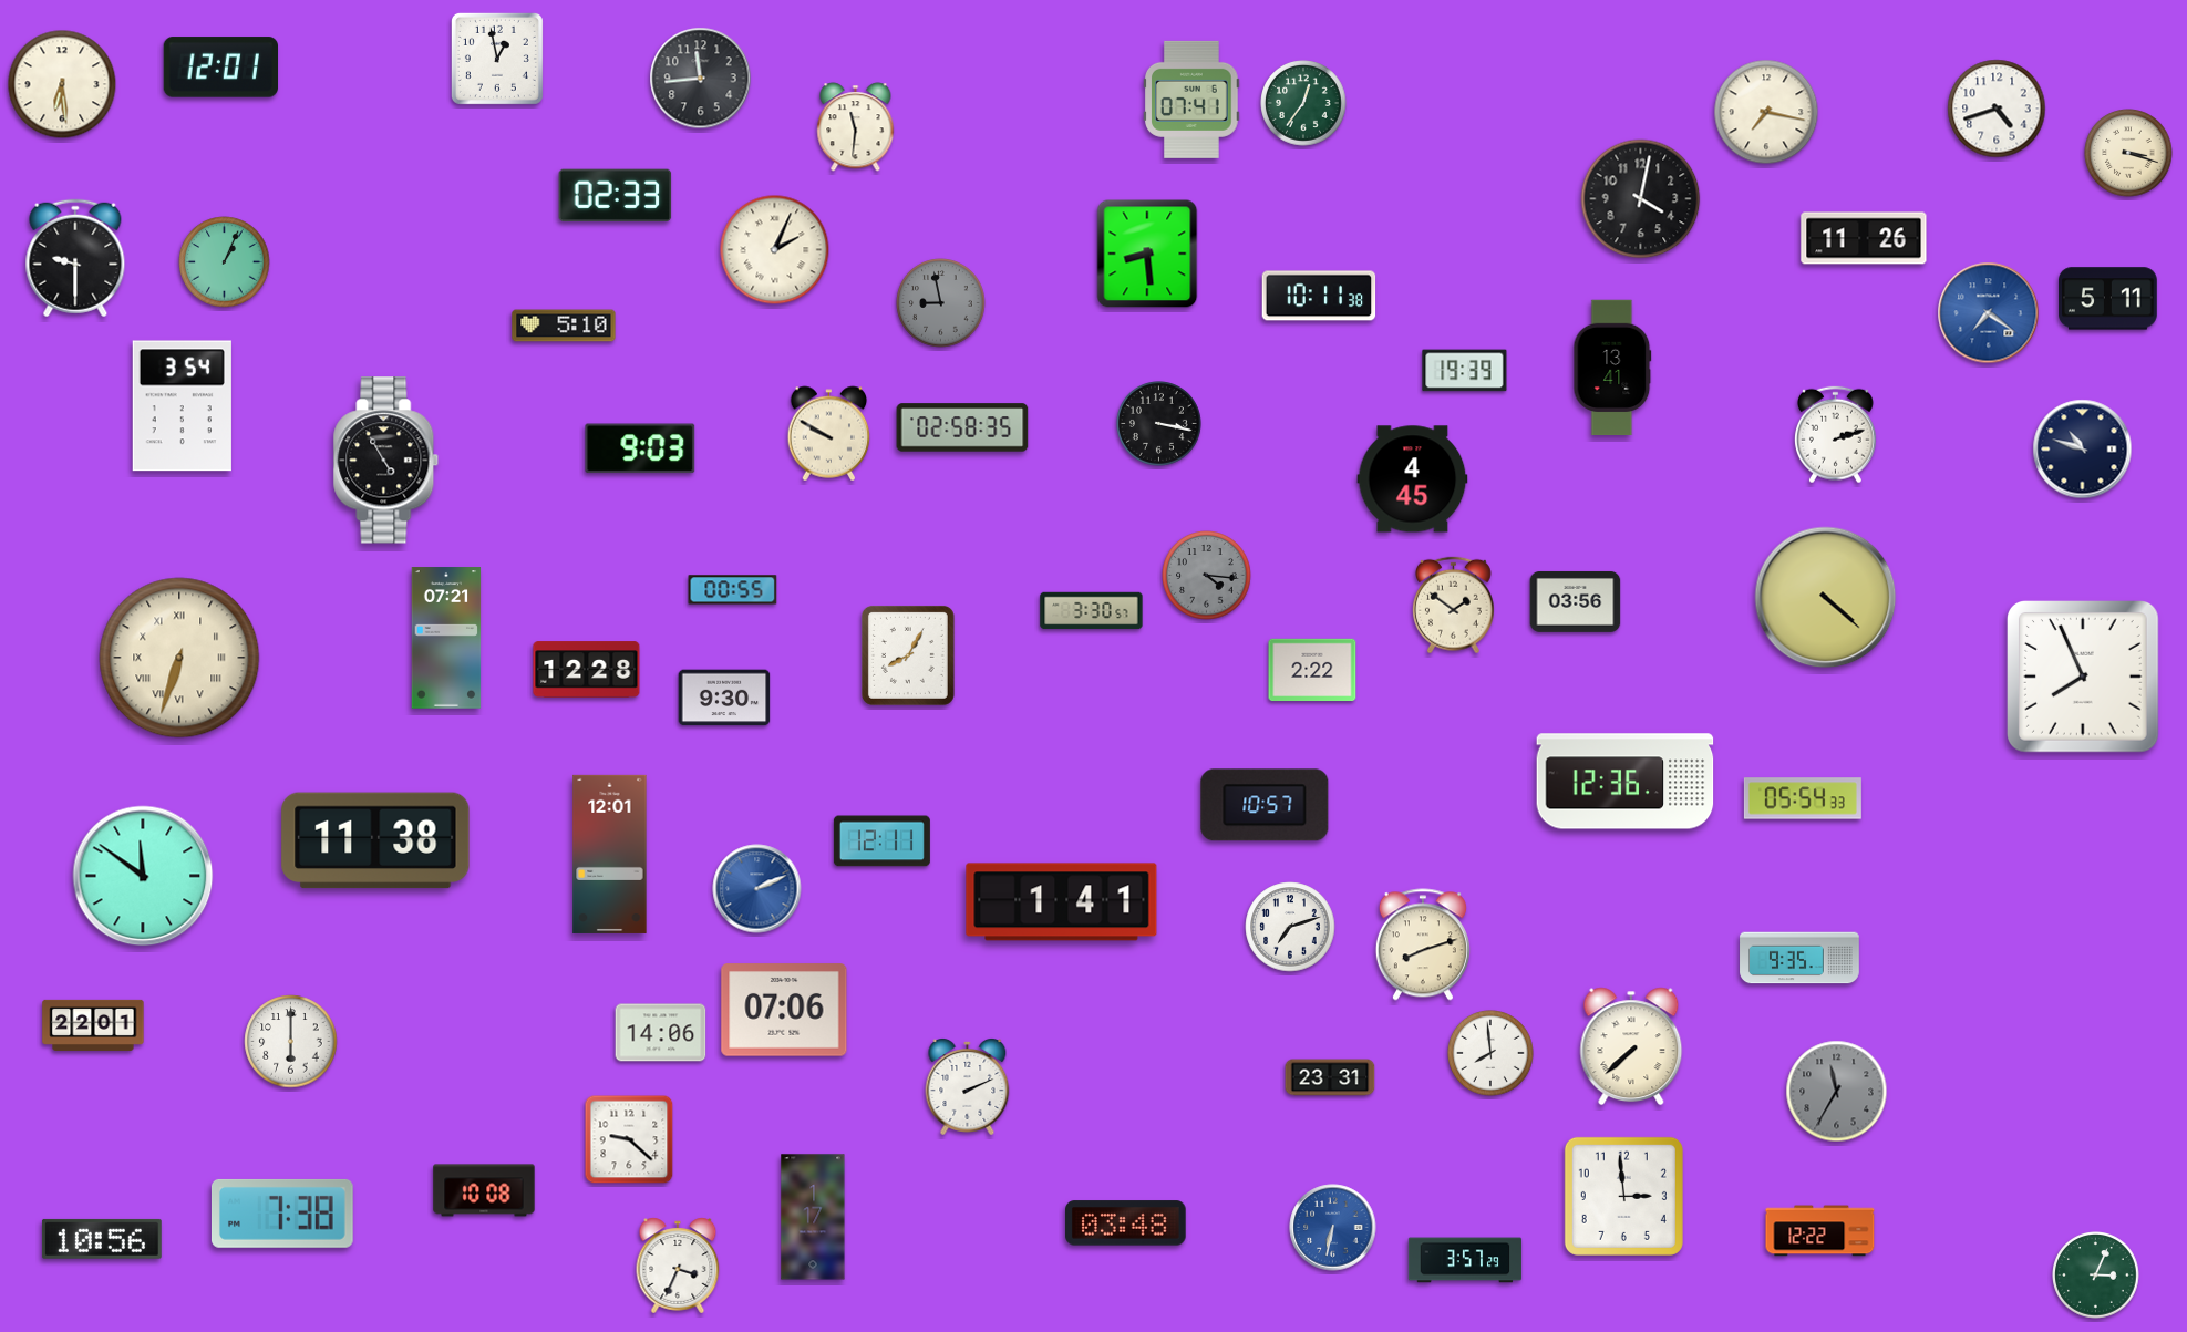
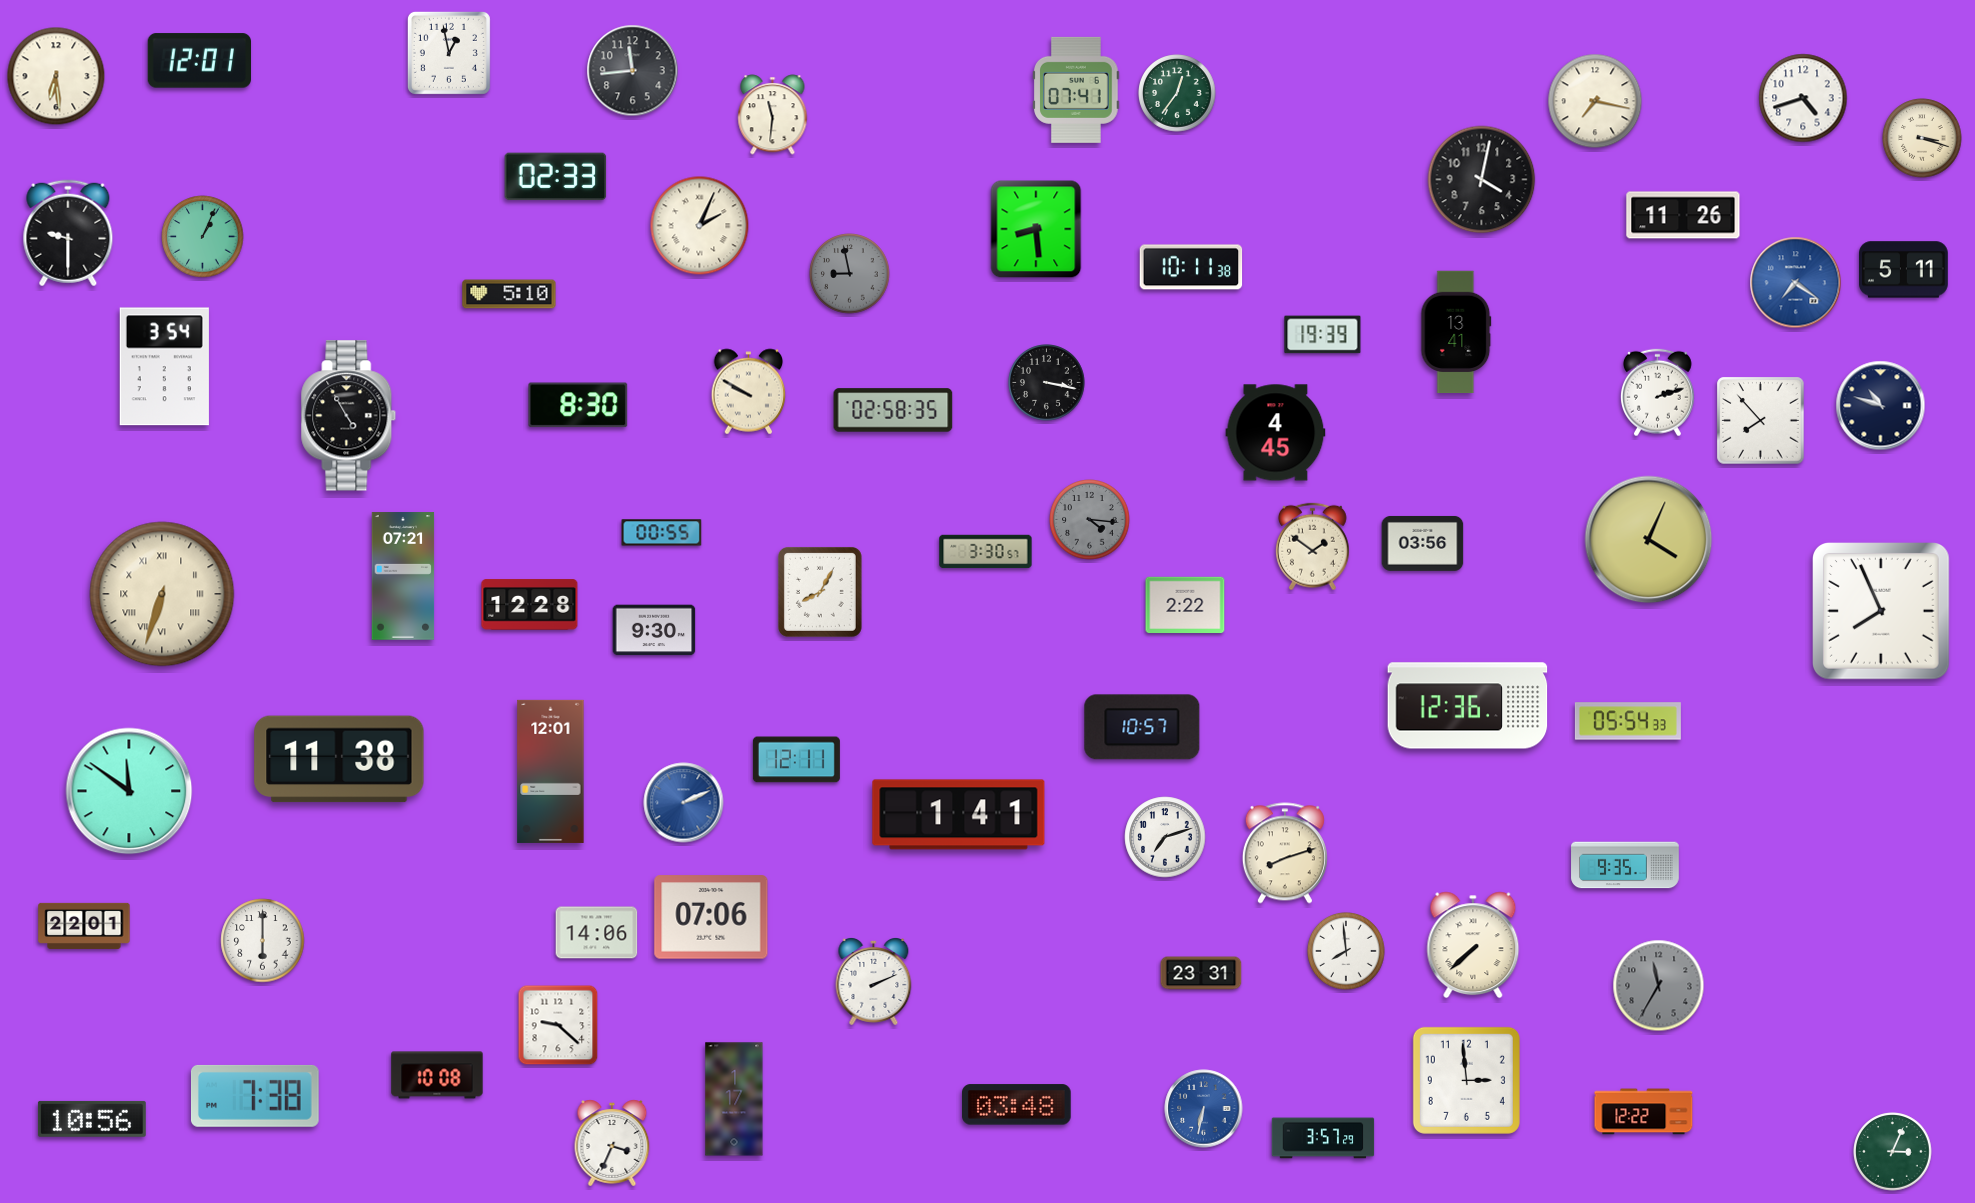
clock at (962, 427) position: (962, 427) -> (893, 410)
clock at (640, 448): 9:03 -> 8:30
clock at (1761, 421): none -> 7:53
clock at (1826, 598): 4:22 -> 4:04
clock at (784, 1010) position: (784, 1010) -> (711, 917)
clock at (629, 1139) position: (629, 1139) -> (558, 1025)
